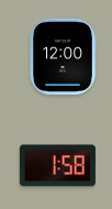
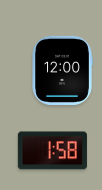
clock at (63, 56) position: (63, 56) -> (62, 70)
